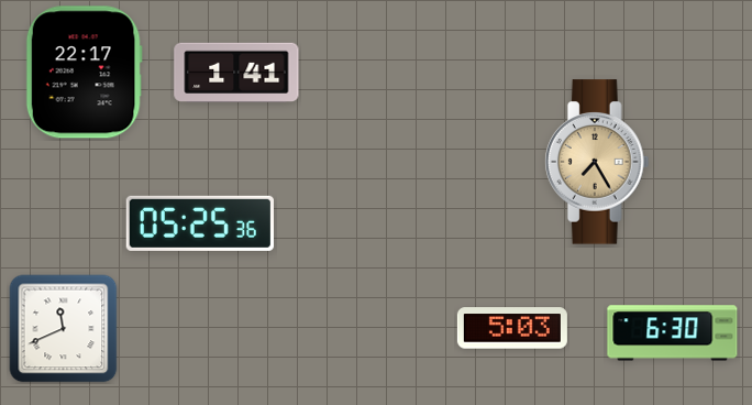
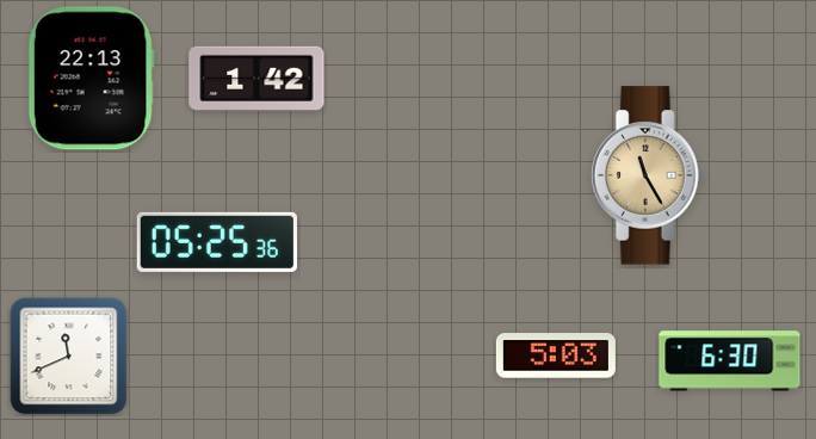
clock at (236, 72): 1:41 -> 1:42
clock at (84, 73): 22:17 -> 22:13
clock at (597, 162): 7:25 -> 11:25
